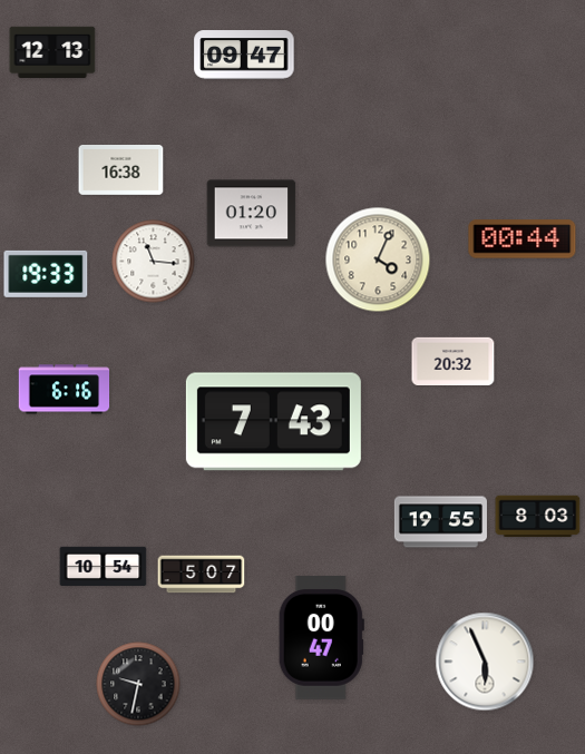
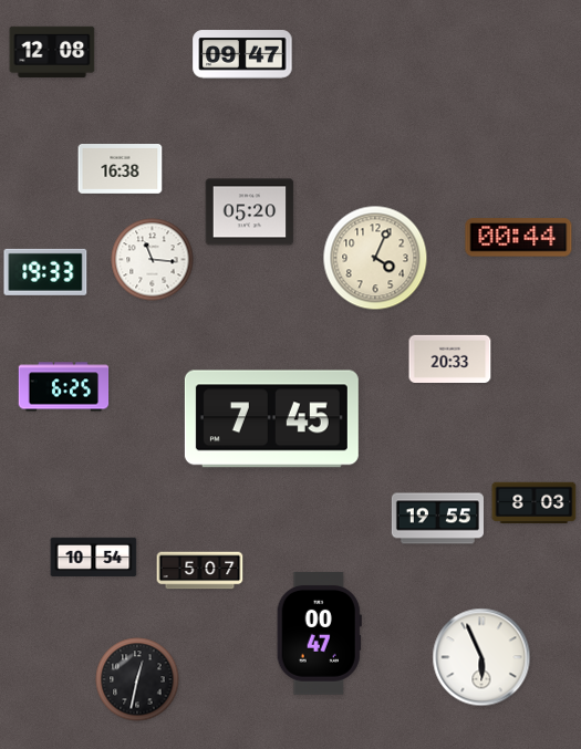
clock at (52, 51): 12:13 -> 12:08
clock at (252, 214): 01:20 -> 05:20
clock at (454, 361): 20:32 -> 20:33
clock at (65, 390): 6:16 -> 6:25
clock at (273, 422): 7:43 -> 7:45
clock at (538, 517) position: (538, 517) -> (535, 503)
clock at (104, 566) position: (104, 566) -> (94, 556)
clock at (138, 684): 9:32 -> 12:32
